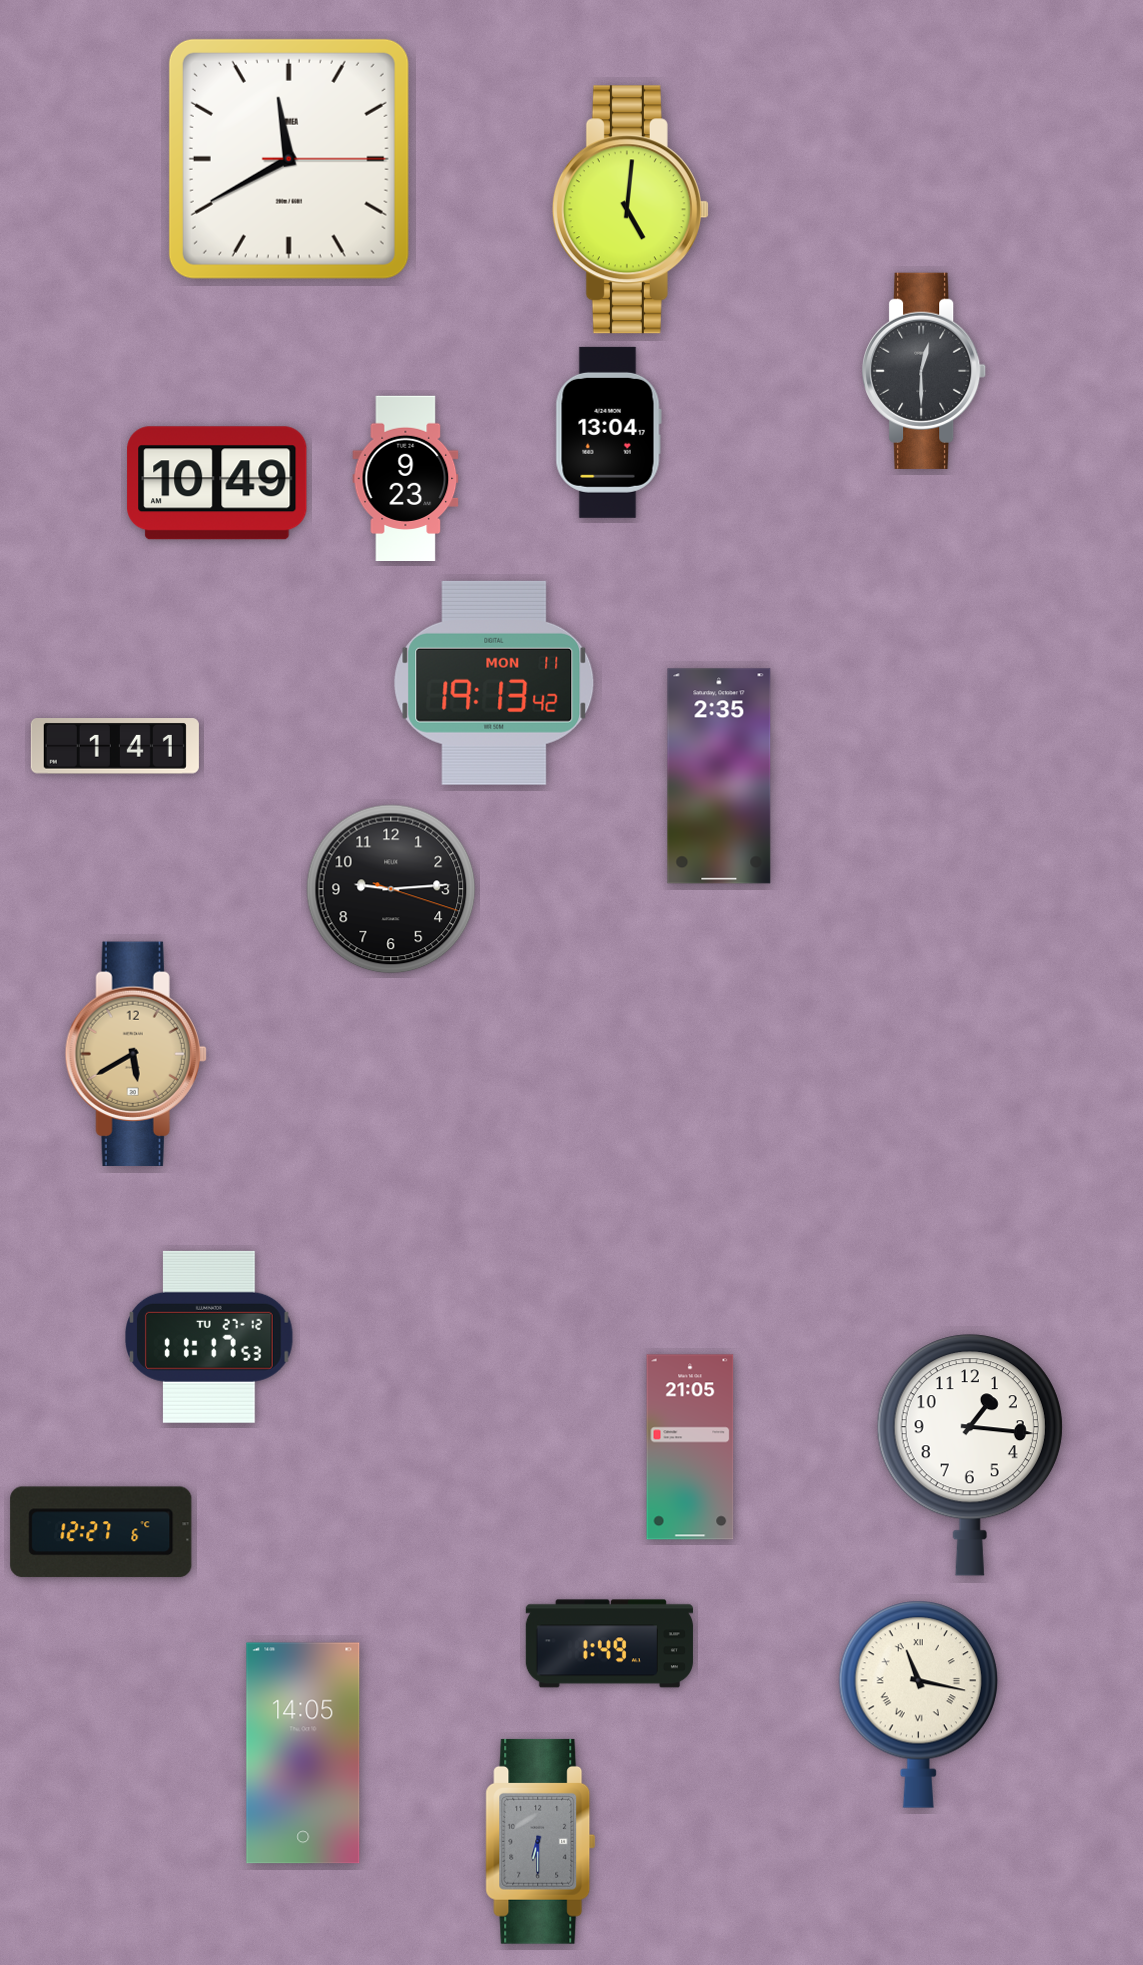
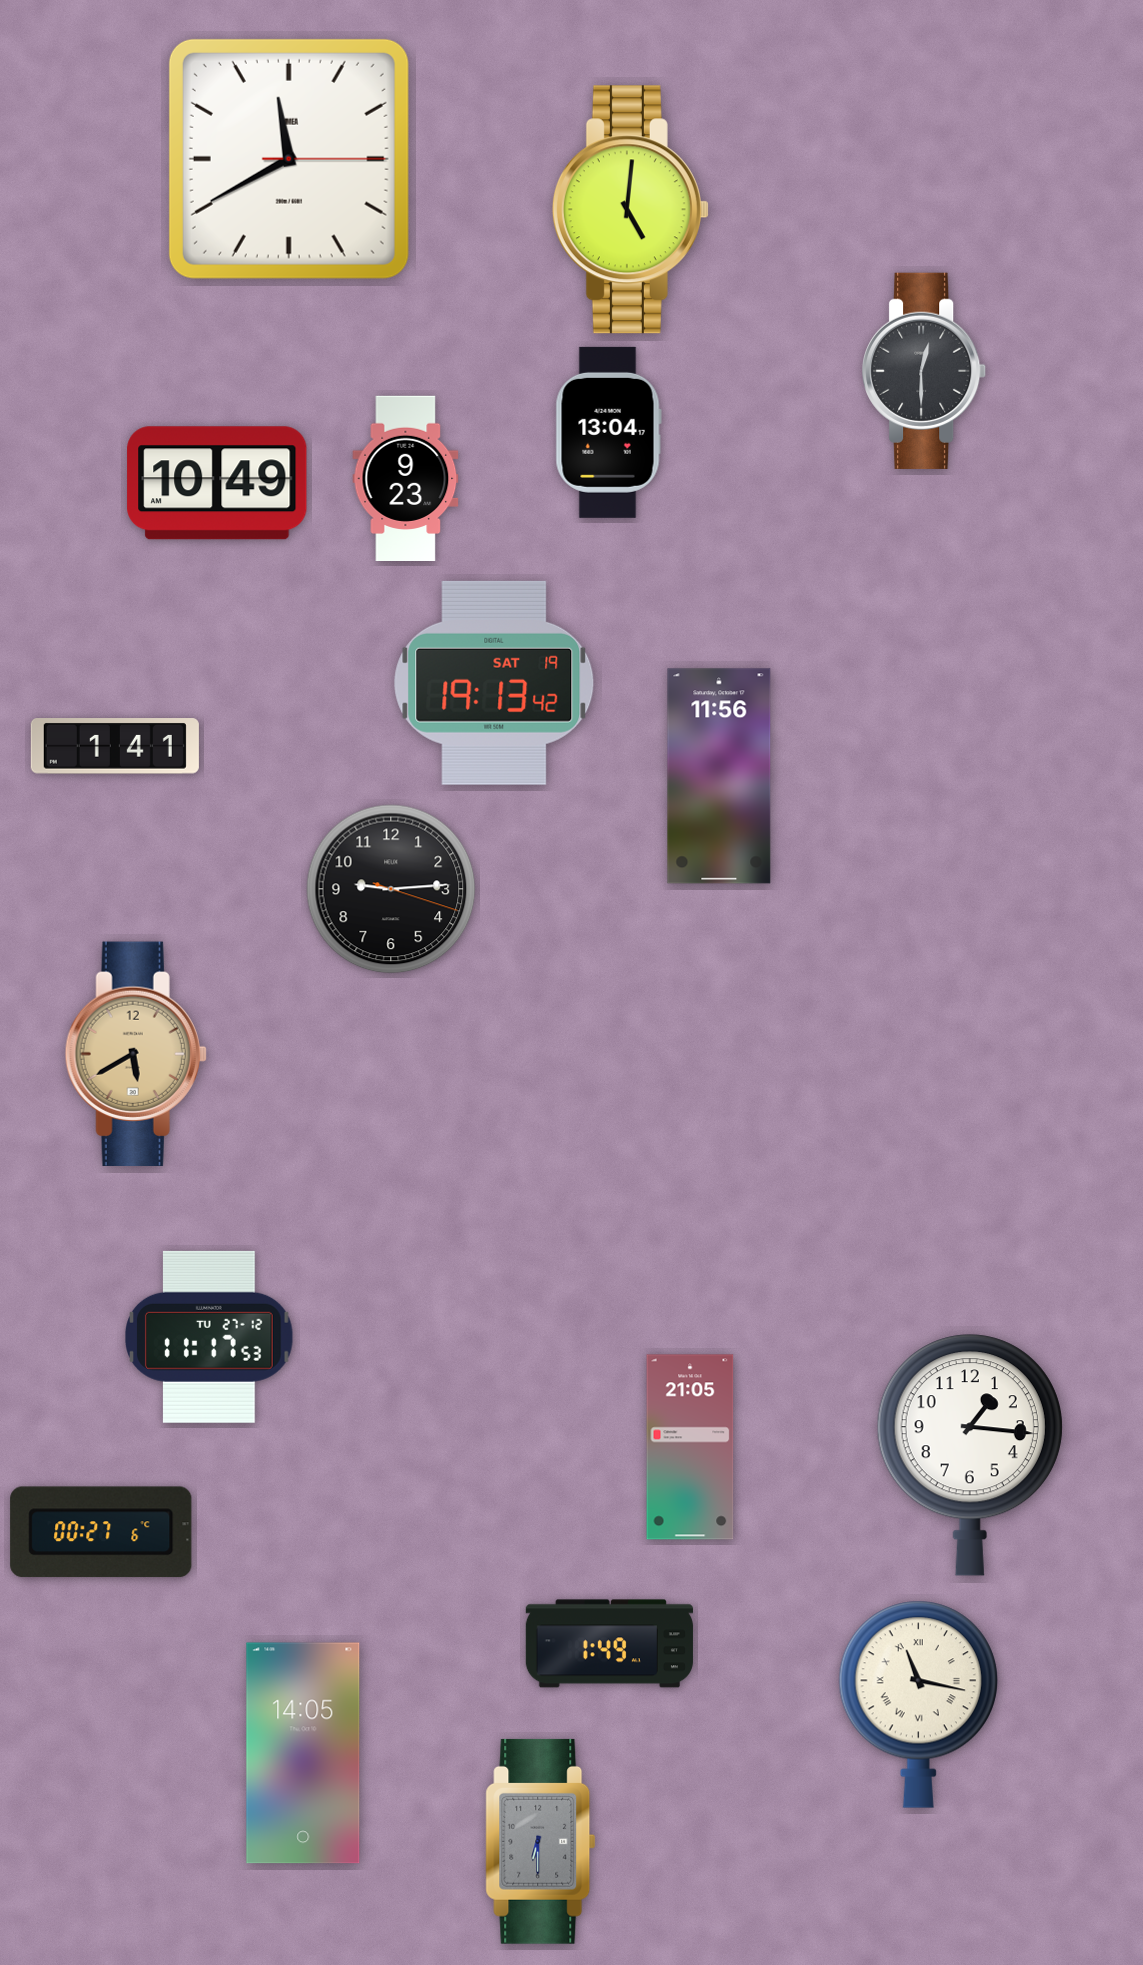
clock at (494, 683) date: MON 11 -> SAT 19
clock at (719, 776): 2:35 -> 11:56
clock at (101, 1532): 12:27 -> 00:27
